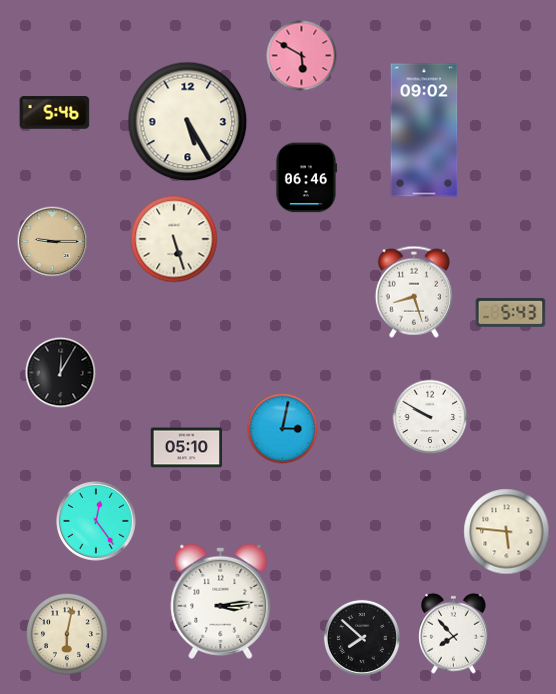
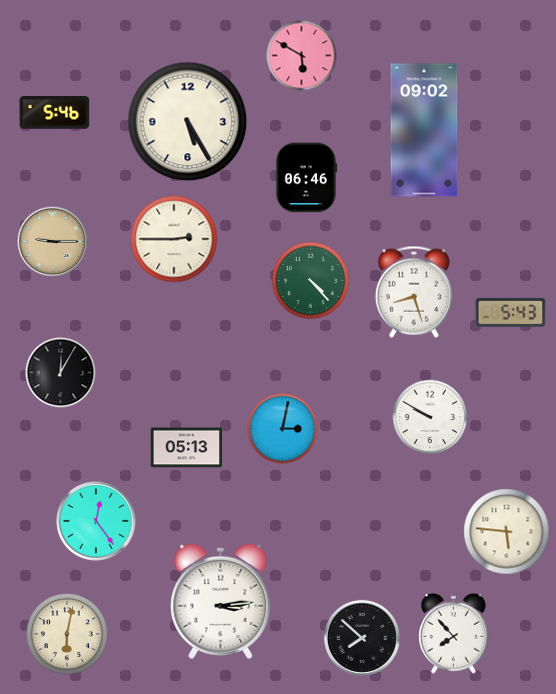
clock at (174, 239): 5:27 -> 2:45
clock at (311, 281): none -> 4:23
clock at (187, 448): 05:10 -> 05:13
